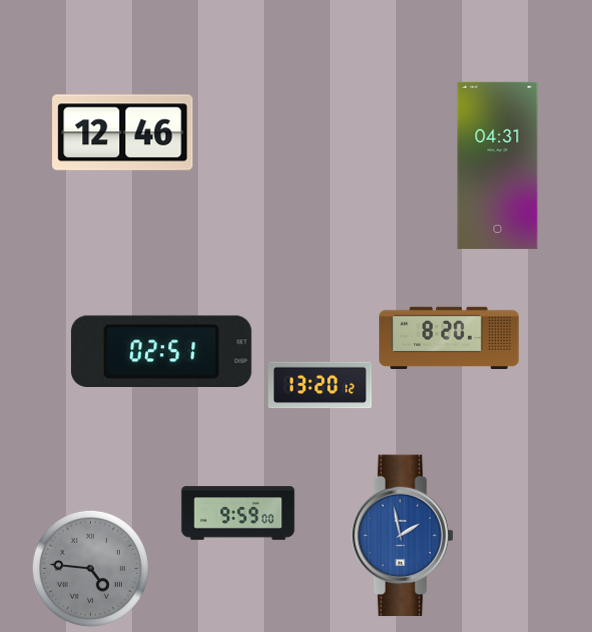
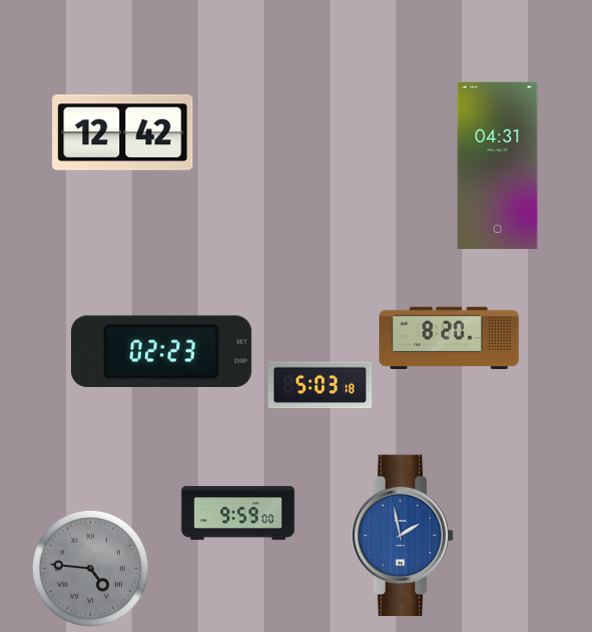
clock at (123, 133): 12:46 -> 12:42
clock at (162, 351): 02:51 -> 02:23
clock at (320, 385): 13:20 -> 5:03
